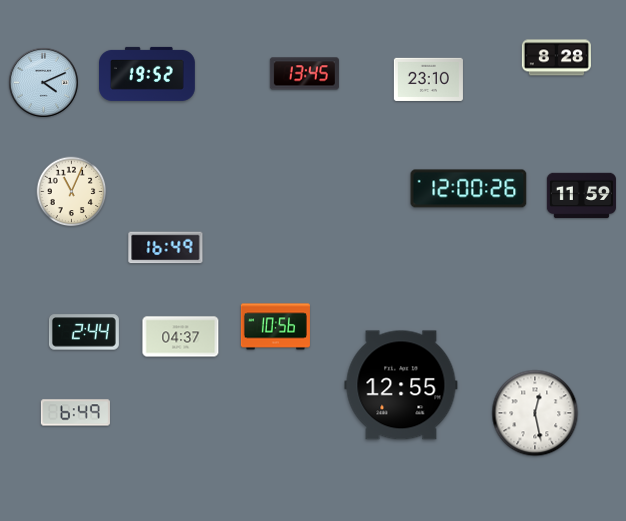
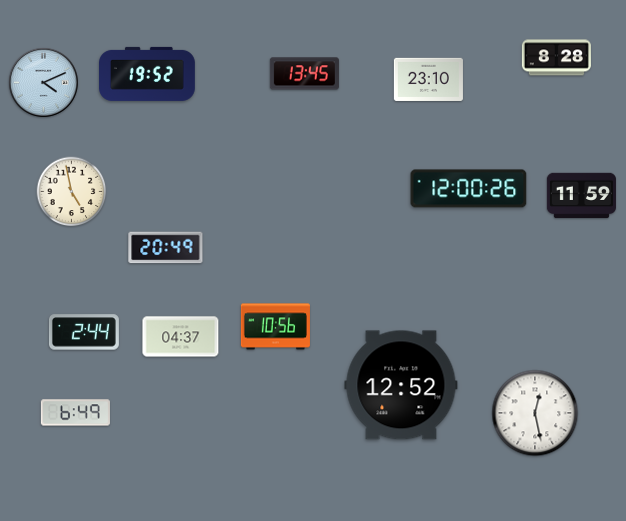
clock at (72, 192): 11:04 -> 4:58
clock at (166, 248): 16:49 -> 20:49
clock at (401, 385): 12:55 -> 12:52
